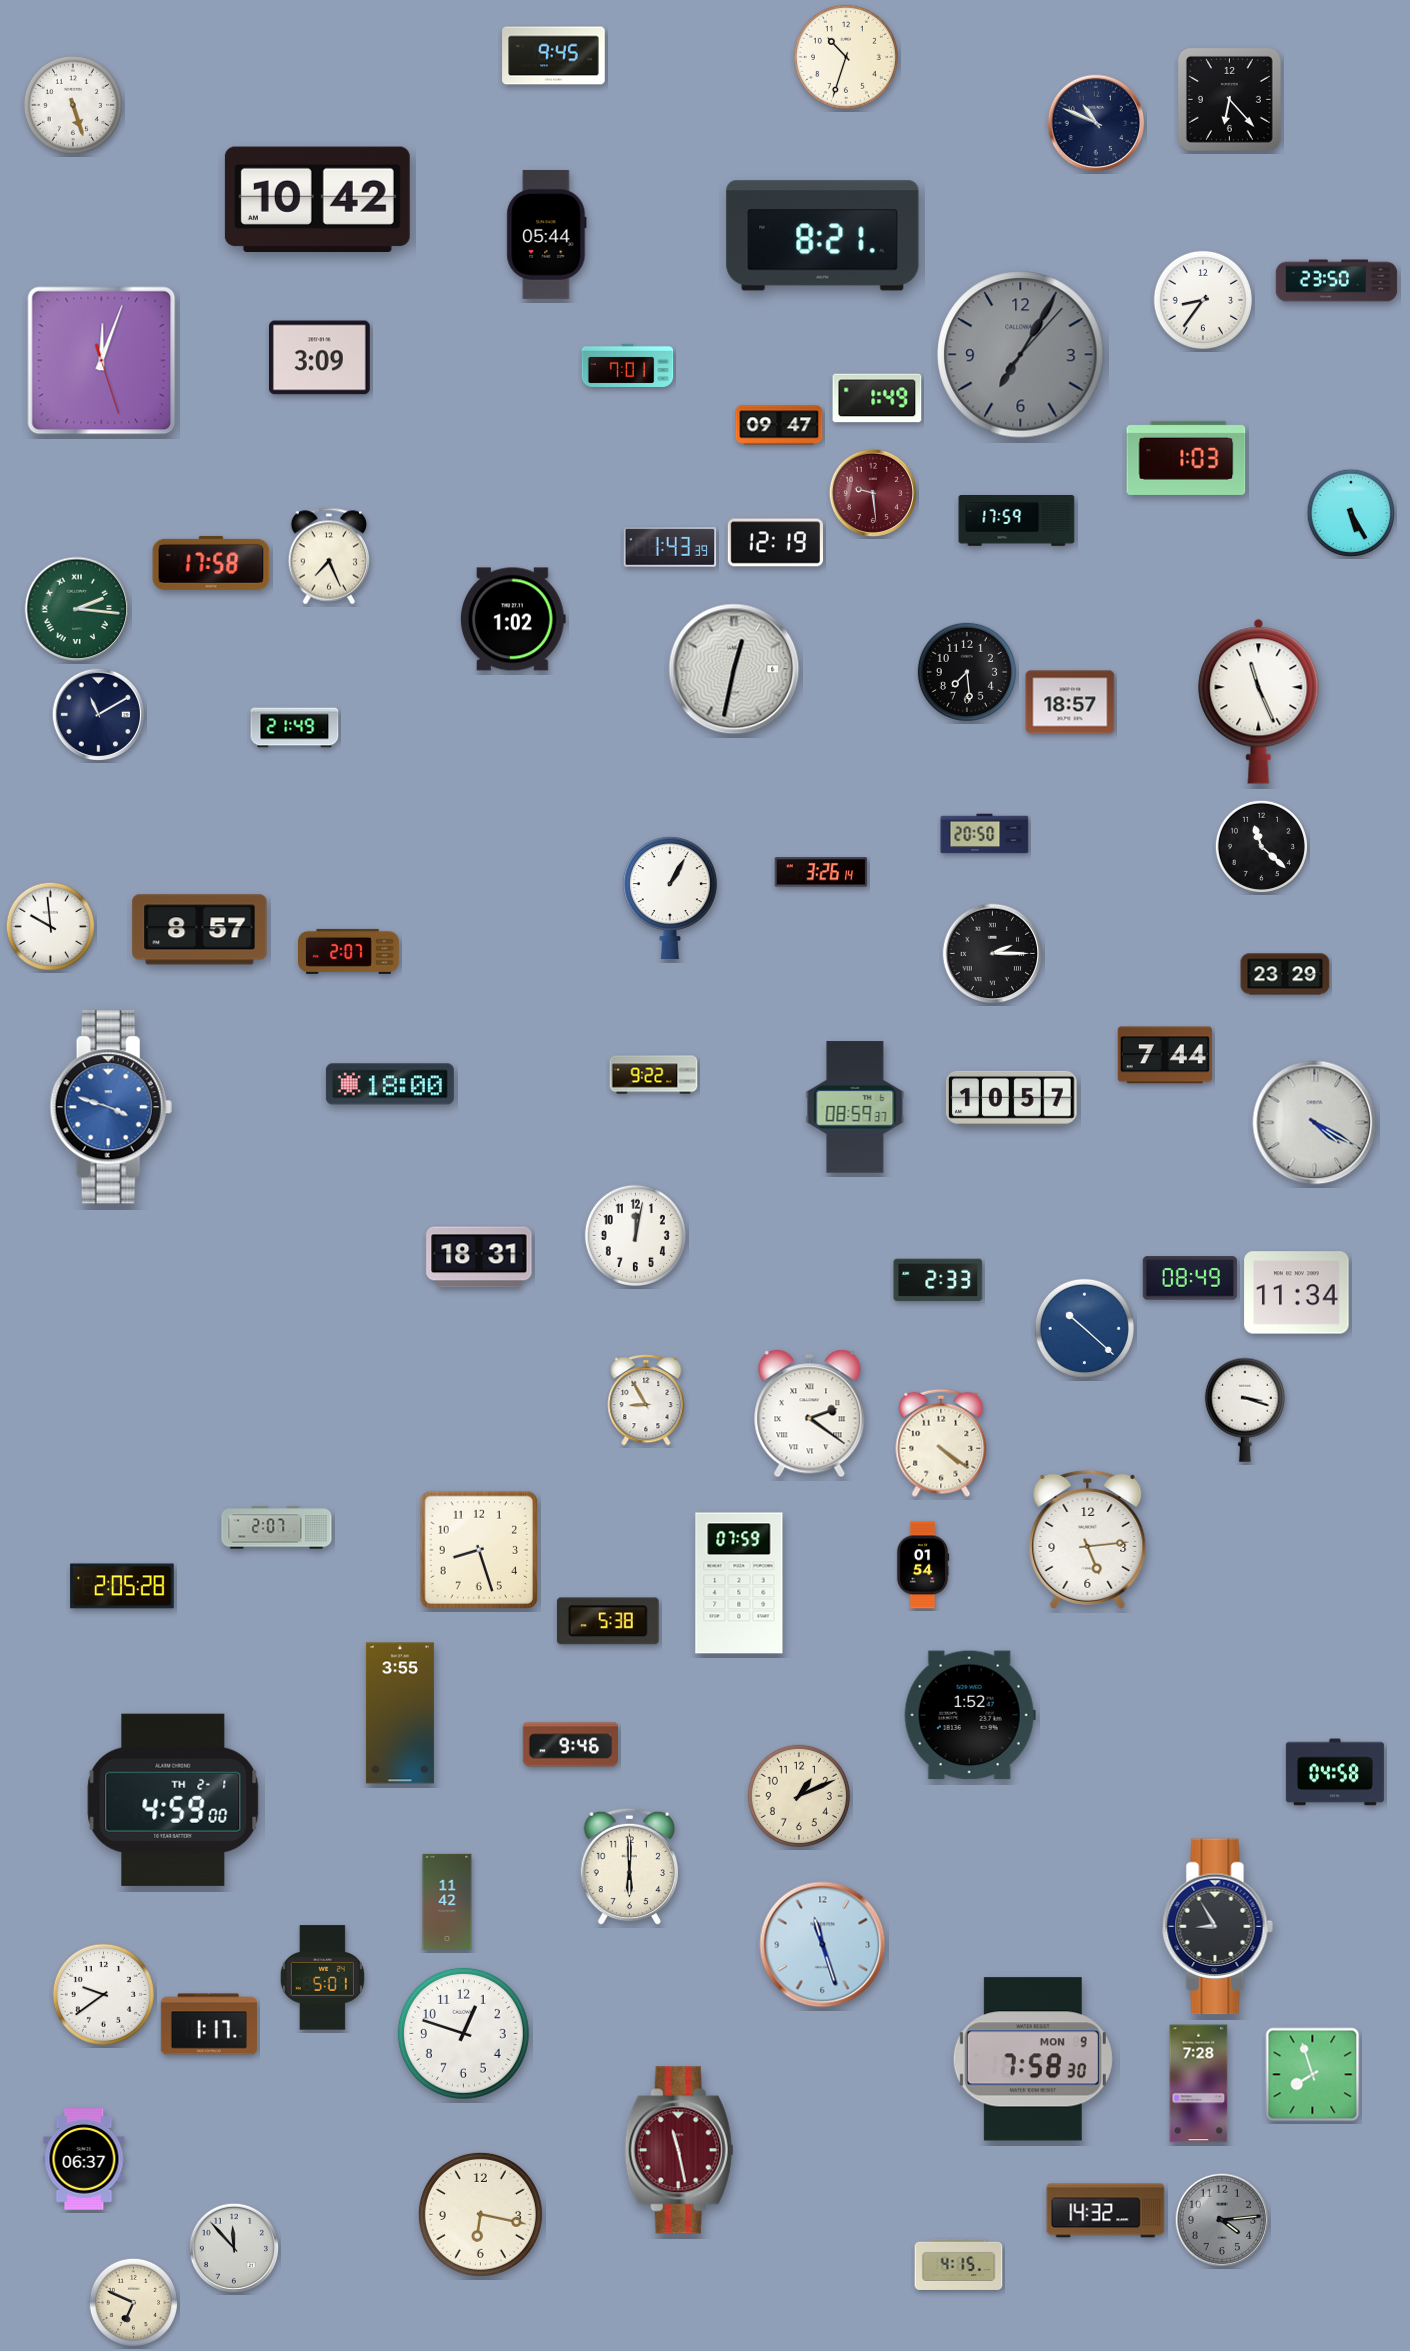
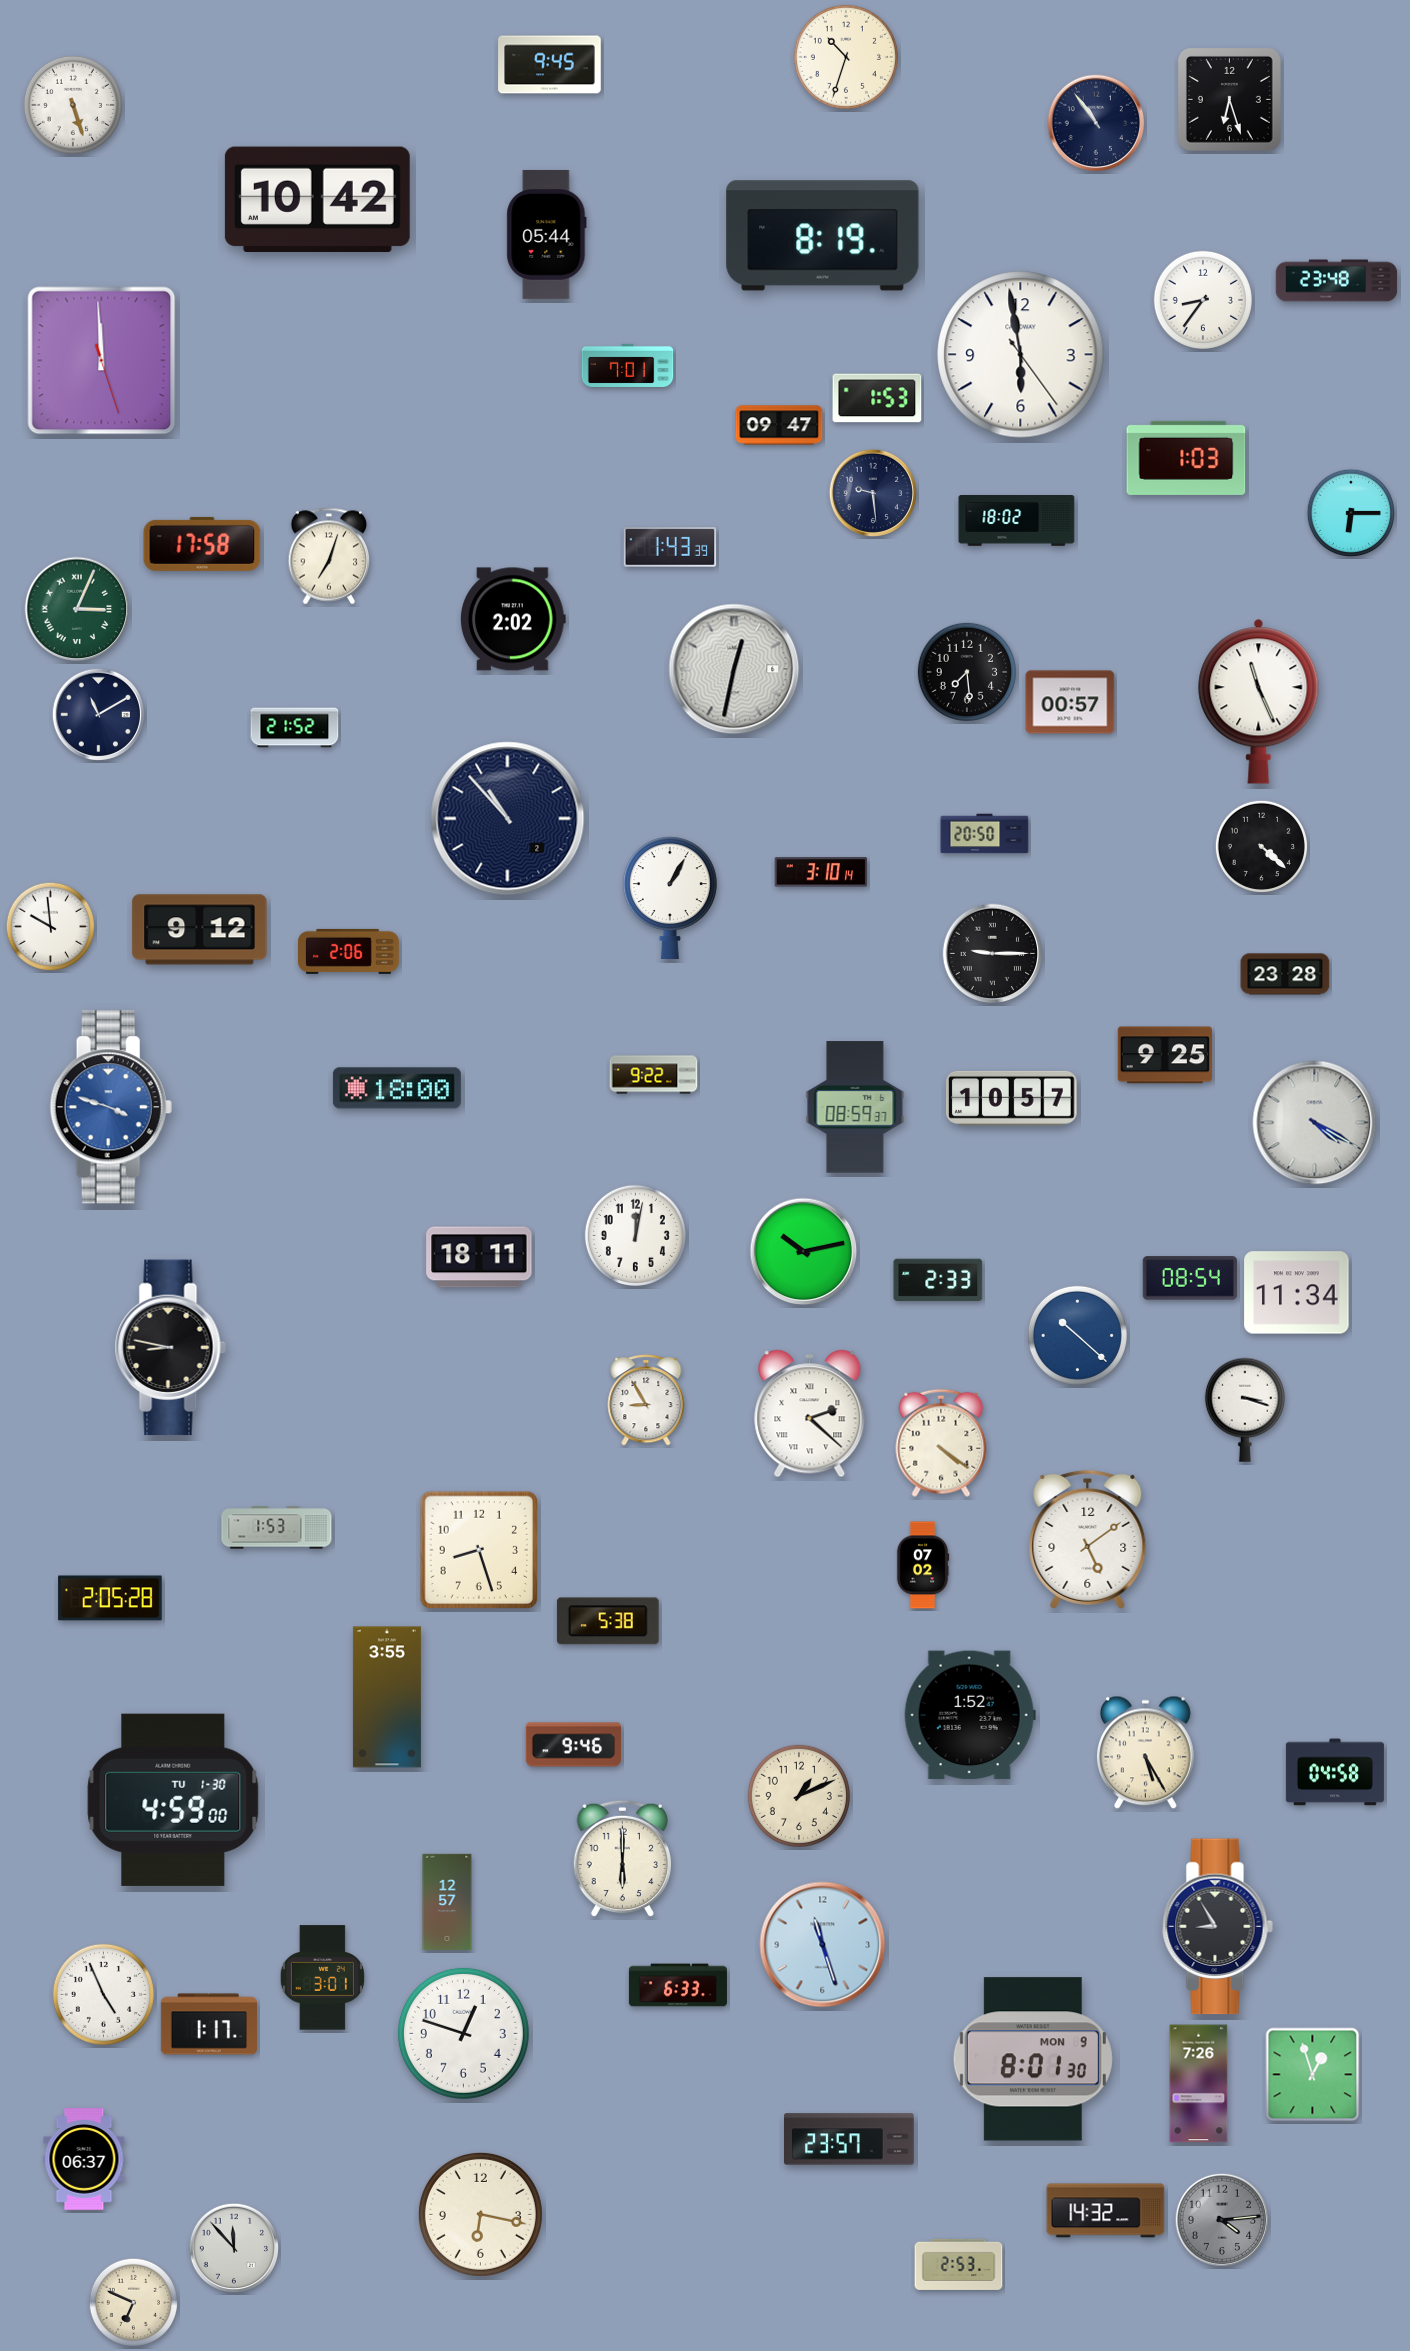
clock at (554, 56) position: (554, 56) -> (550, 65)
clock at (1229, 99): 6:23 -> 6:27
clock at (1096, 123): 10:49 -> 10:54
clock at (823, 236): 8:21 -> 8:19
clock at (1337, 281): 23:50 -> 23:48
clock at (1021, 355): 7:05 -> 5:58
clock at (1021, 355) dial: grey -> white
clock at (319, 358): 3:09 -> none
clock at (102, 361): 12:03 -> 11:59
clock at (877, 398): 1:49 -> 1:53
clock at (872, 492) dial: burgundy -> navy
clock at (1350, 512): 5:25 -> 6:15
clock at (1017, 521): 17:59 -> 18:02
clock at (775, 543): 12:19 -> none
clock at (329, 556): 7:26 -> 7:03
clock at (211, 563) position: (211, 563) -> (202, 544)
clock at (77, 609): 2:16 -> 3:04
clock at (513, 619): 1:02 -> 2:02
clock at (1070, 702): 18:57 -> 00:57
clock at (295, 728): 21:49 -> 21:52
clock at (508, 819): none -> 10:53
clock at (1261, 846): 11:22 -> 4:22
clock at (821, 872): 3:26 -> 3:10
clock at (200, 930): 8:57 -> 9:12
clock at (349, 951): 2:07 -> 2:06
clock at (993, 954): 2:15 -> 9:15
clock at (1285, 974): 23:29 -> 23:28
clock at (1165, 1055): 7:44 -> 9:25
clock at (390, 1084) position: (390, 1084) -> (397, 1088)
clock at (804, 1252): none -> 10:13
clock at (479, 1257): 18:31 -> 18:11
clock at (1190, 1278): 08:49 -> 08:54
clock at (1084, 1328) position: (1084, 1328) -> (1077, 1335)
clock at (170, 1348): none -> 8:47
clock at (810, 1414): 2:21 -> 2:22
clock at (277, 1528): 2:07 -> 1:53
clock at (1088, 1539): 5:14 -> 5:09
clock at (923, 1565): 01:54 -> 07:02
clock at (739, 1583): 07:59 -> none
clock at (122, 1586) position: (122, 1586) -> (110, 1598)
clock at (400, 1713) position: (400, 1713) -> (387, 1697)
clock at (571, 1745) position: (571, 1745) -> (574, 1745)
clock at (1145, 1753): none -> 5:25
clock at (173, 1800) date: TH 2-1 -> TU 1-30
clock at (629, 1867) position: (629, 1867) -> (622, 1859)
clock at (447, 1901): 11:42 -> 12:57
clock at (322, 1978): 5:01 -> 3:01
clock at (678, 1985): none -> 6:33
clock at (103, 1994): 9:39 -> 4:56
clock at (1033, 2059): 7:58 -> 8:01
clock at (1313, 2075): 7:57 -> 12:57
clock at (1199, 2084): 7:28 -> 7:26
clock at (850, 2139): none -> 23:57
clock at (679, 2150): 11:28 -> none
clock at (959, 2264): 4:15 -> 2:53
